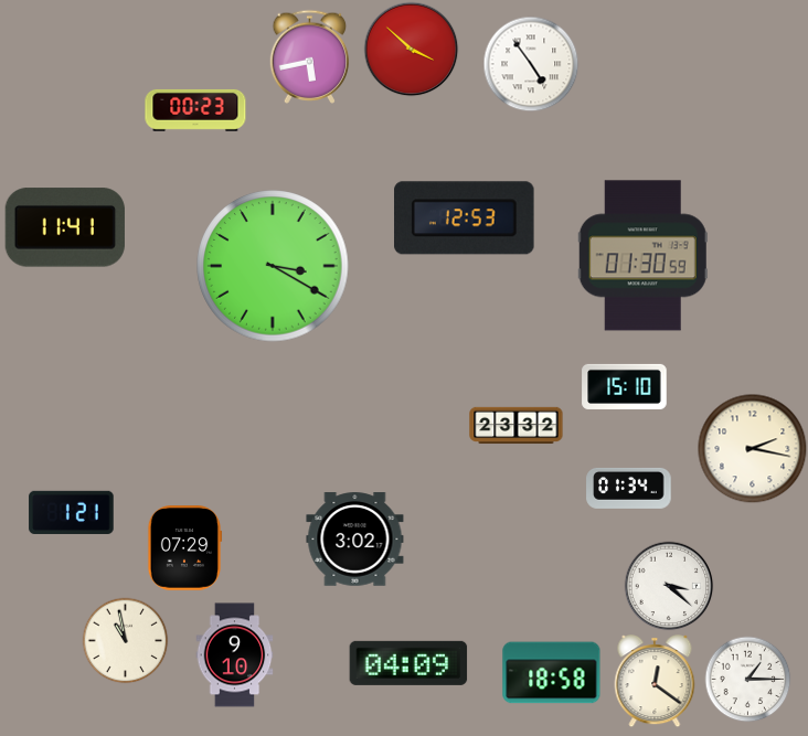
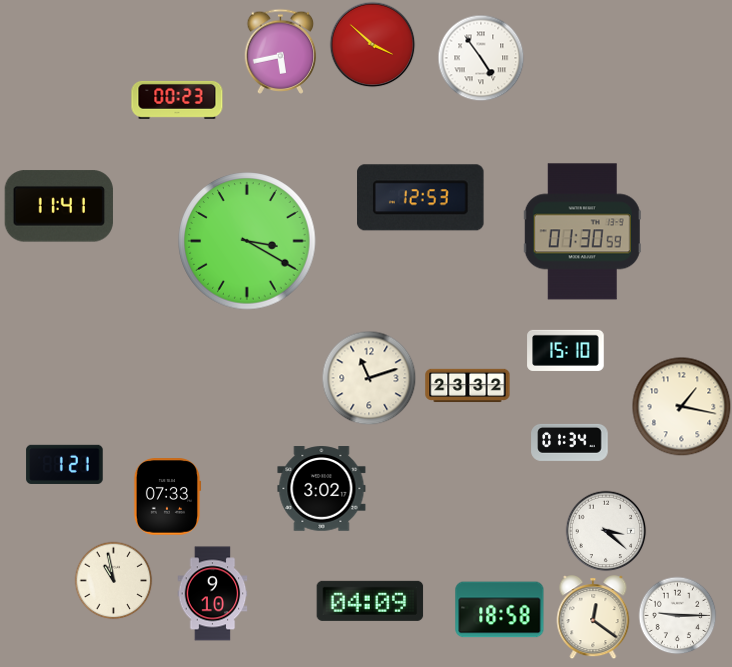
clock at (369, 378): none -> 11:12
clock at (753, 449): 2:17 -> 1:17
clock at (184, 548): 07:29 -> 07:33
clock at (747, 679): 1:15 -> 9:15
